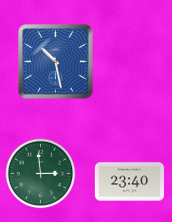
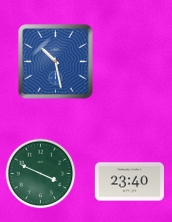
clock at (41, 174): 2:59 -> 3:49
